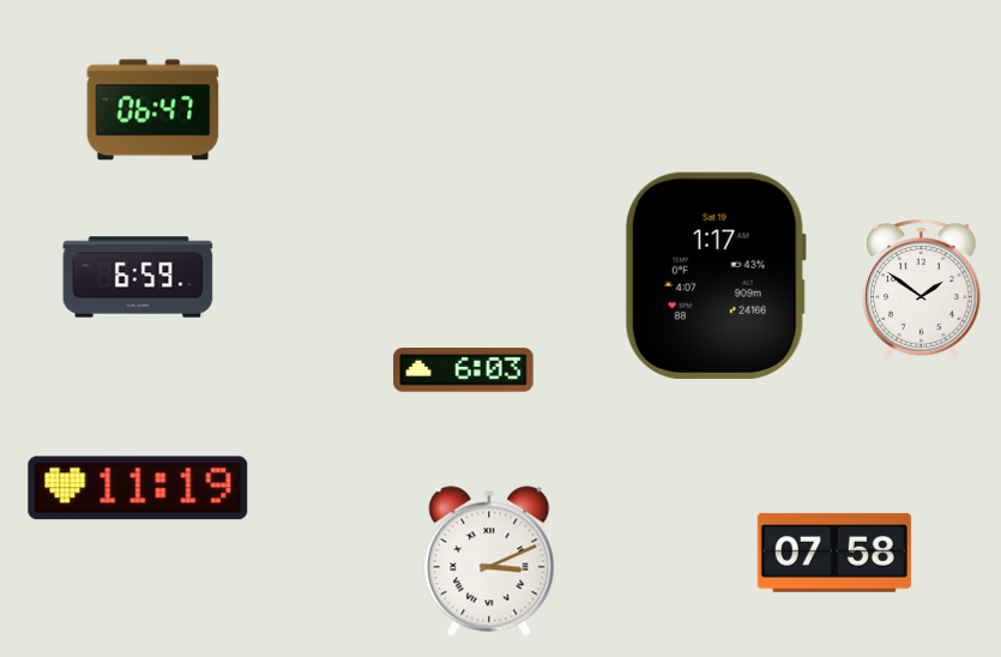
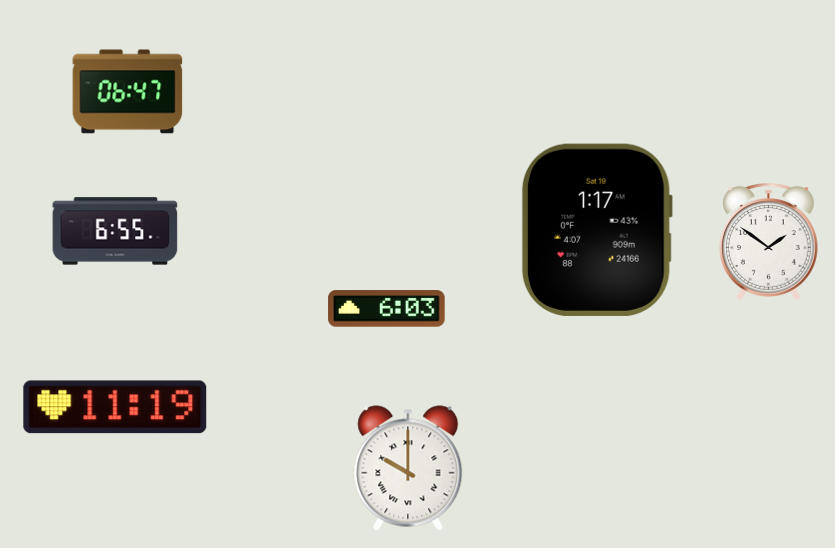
clock at (138, 277): 6:59 -> 6:55
clock at (834, 553): 07:58 -> none
clock at (489, 561): 3:11 -> 10:00
